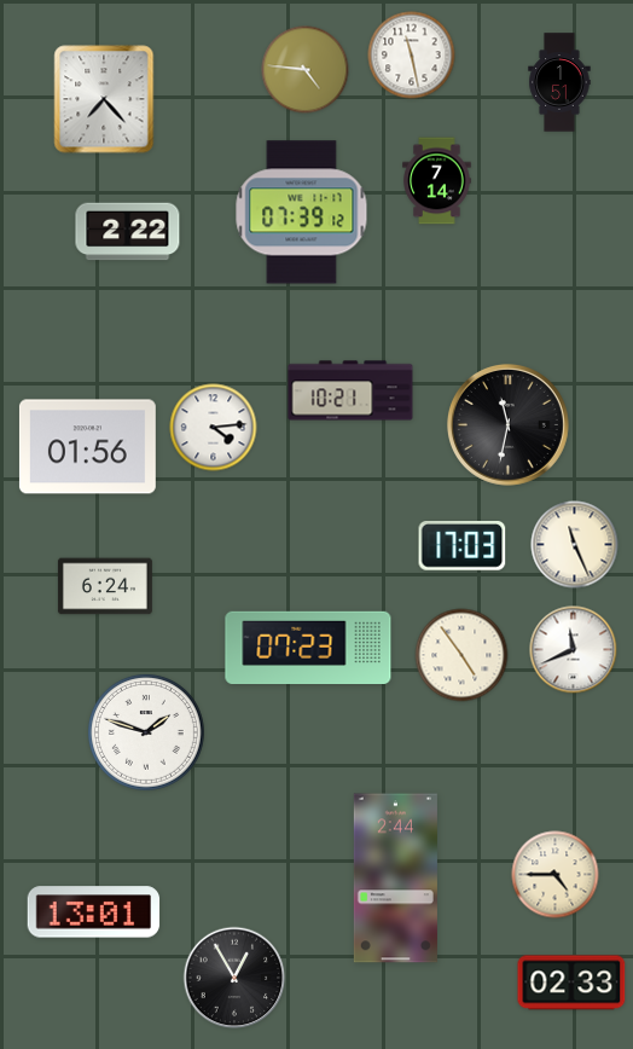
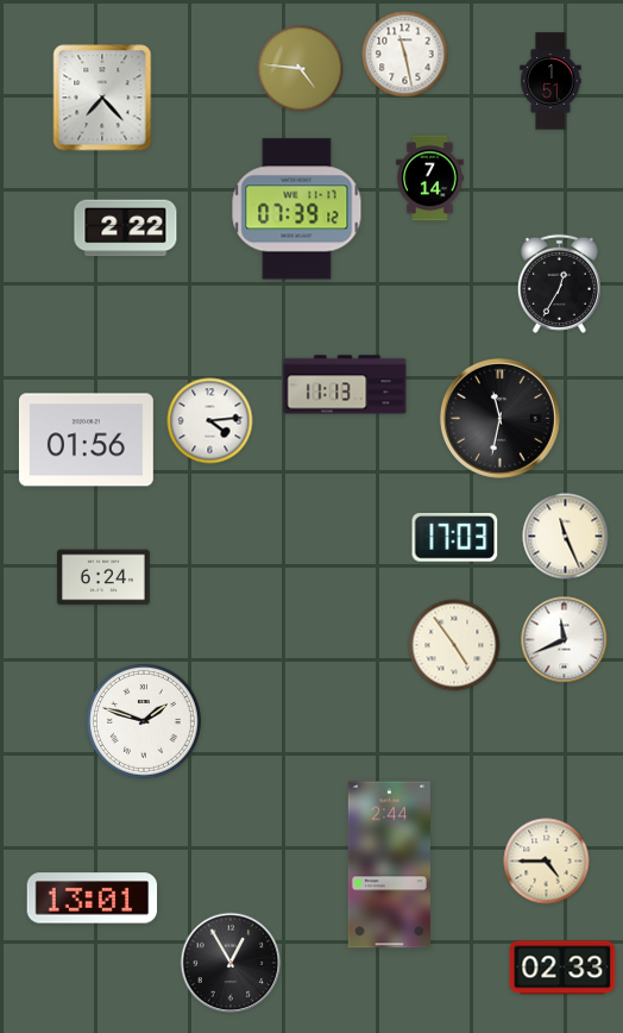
clock at (559, 283): none -> 12:35
clock at (350, 390): 10:21 -> 11:13
clock at (308, 647): 07:23 -> none
